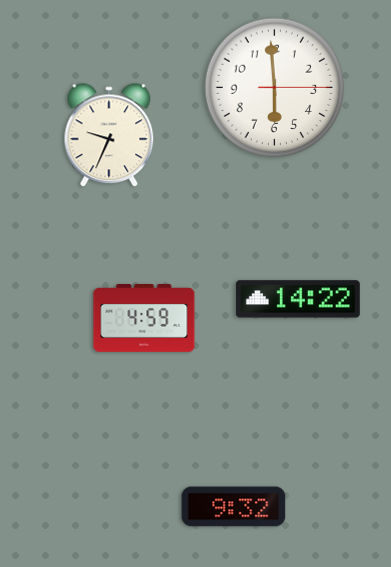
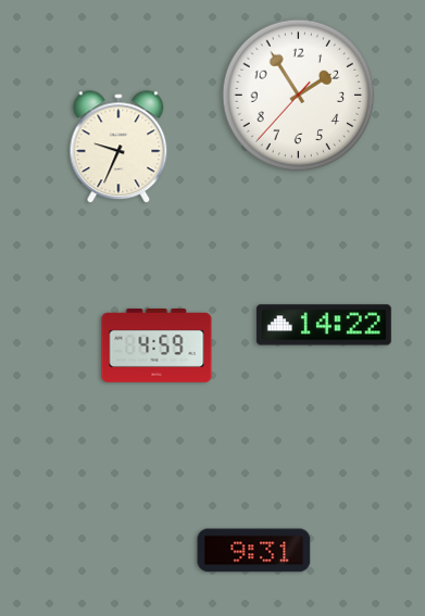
clock at (275, 88): 5:59 -> 1:54
clock at (234, 507): 9:32 -> 9:31
